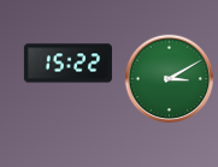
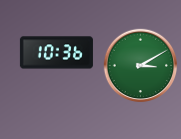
clock at (67, 64): 15:22 -> 10:36
